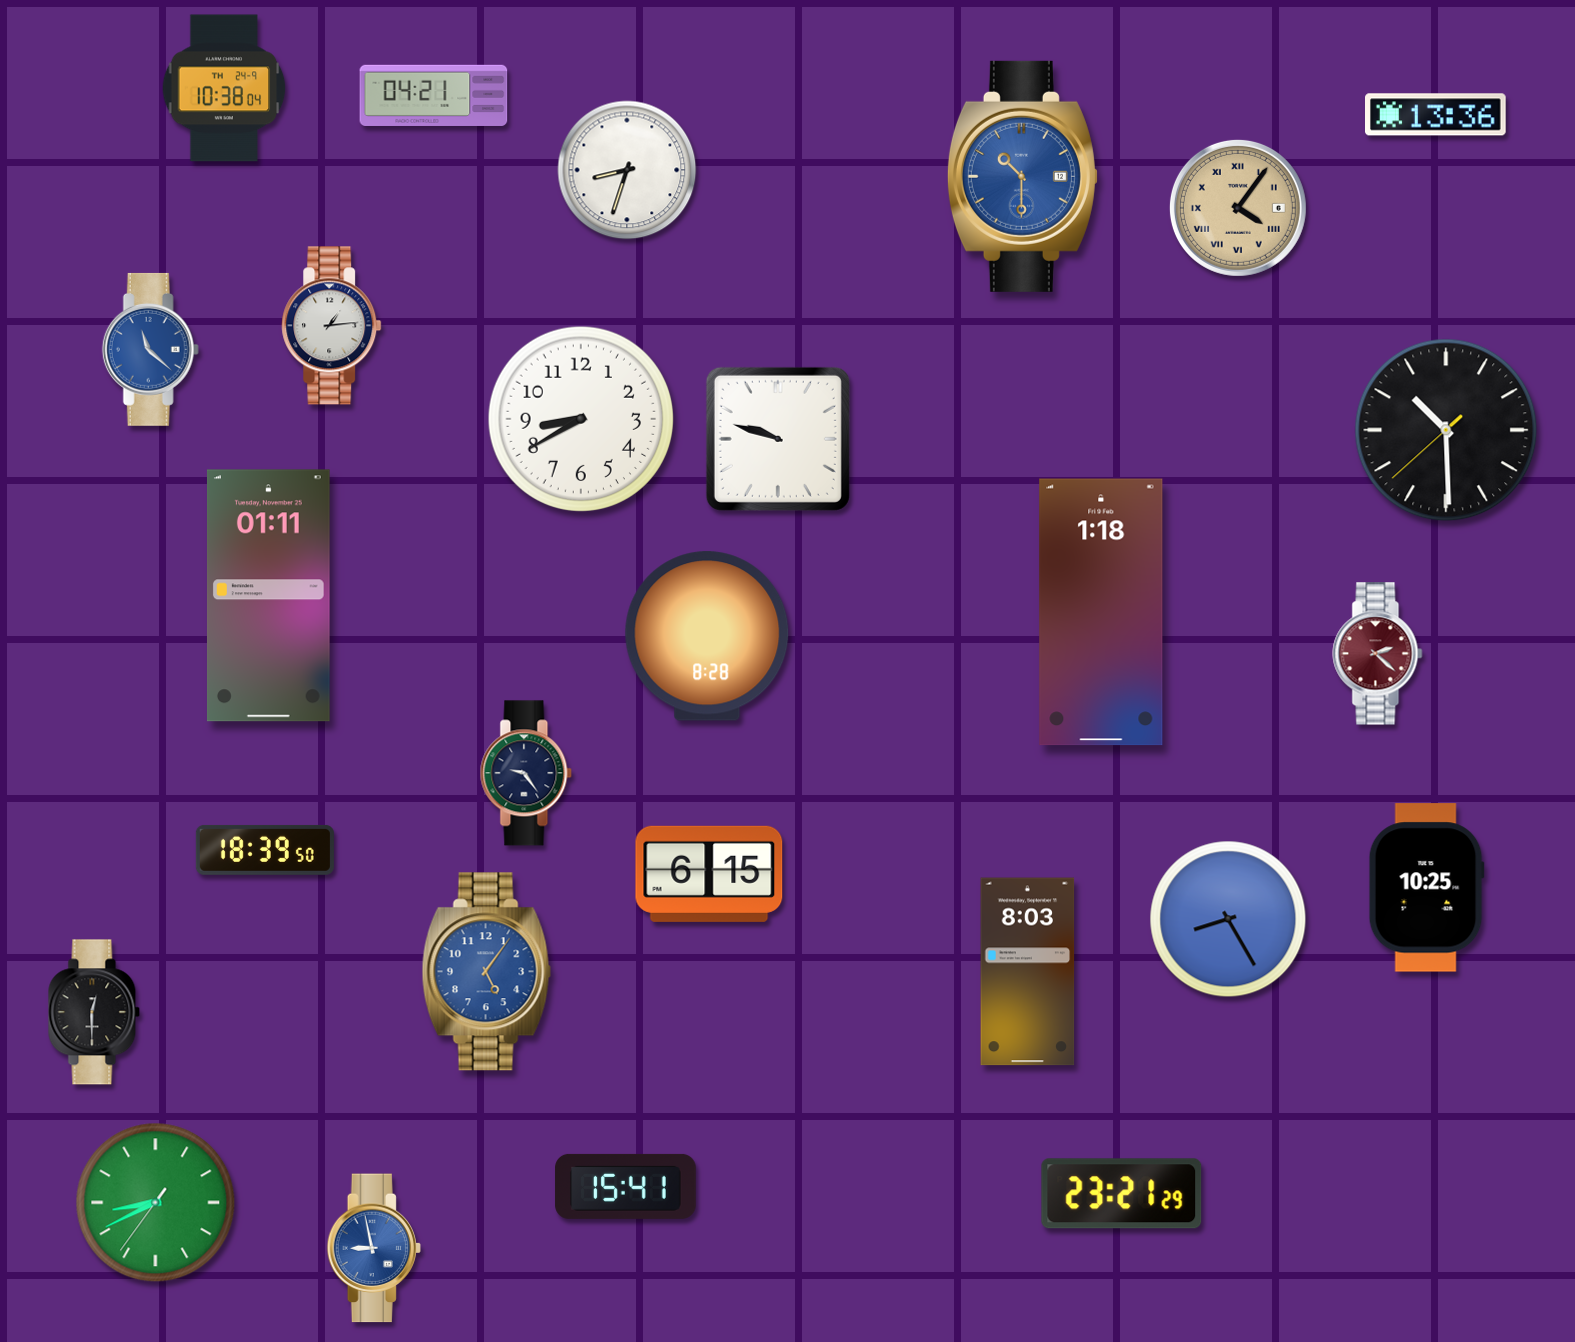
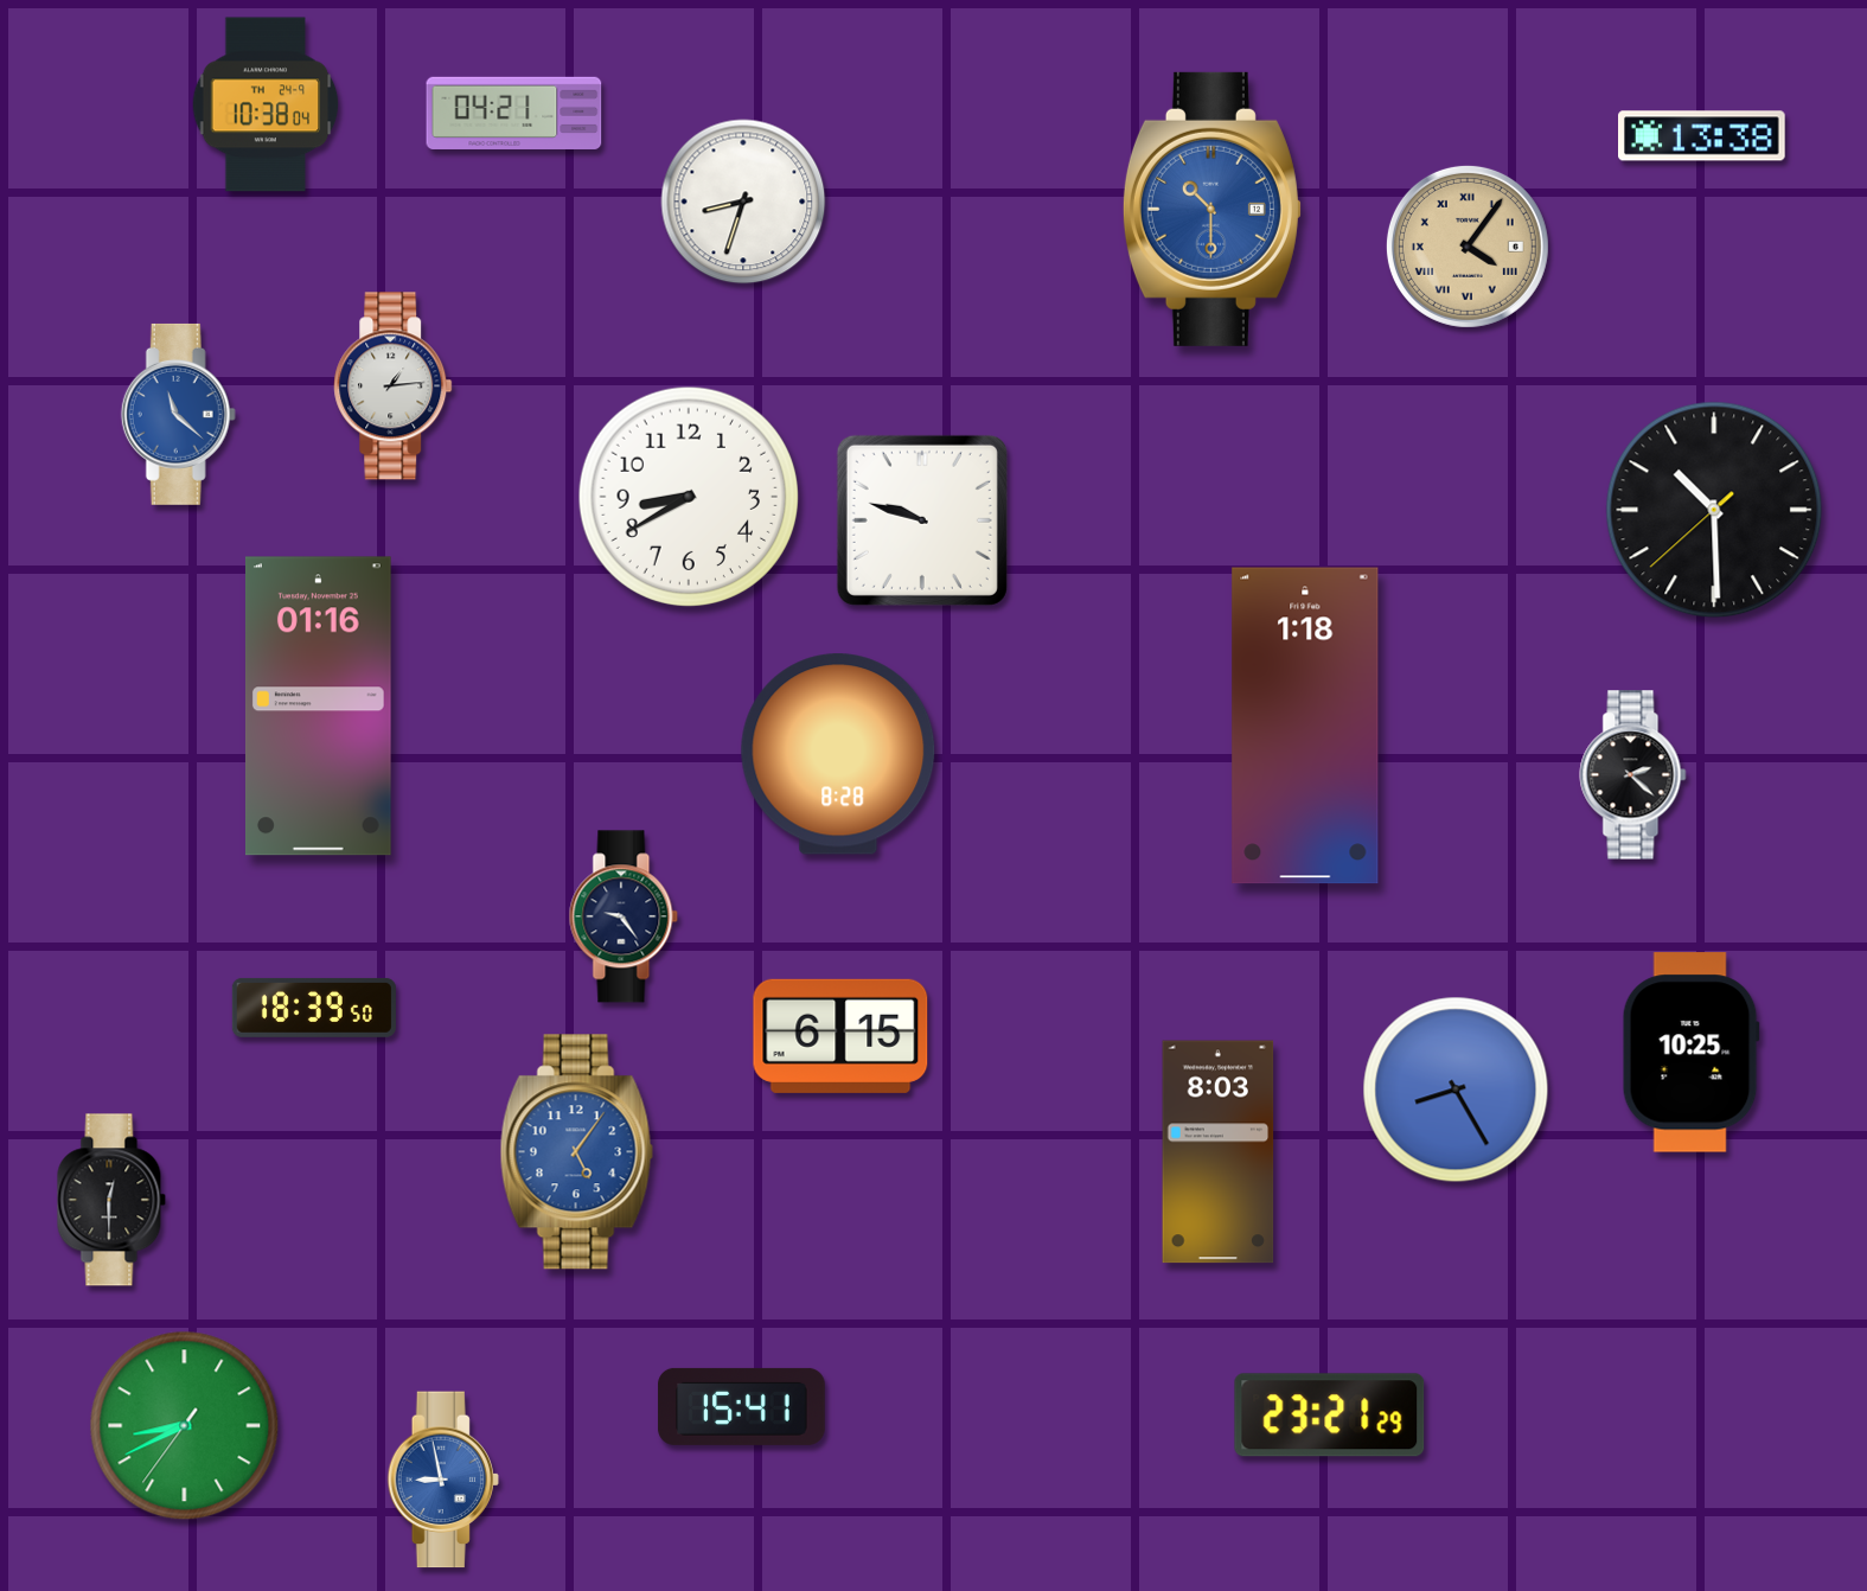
clock at (1436, 115): 13:36 -> 13:38
clock at (268, 596): 01:11 -> 01:16
clock at (1378, 654) dial: burgundy -> black
